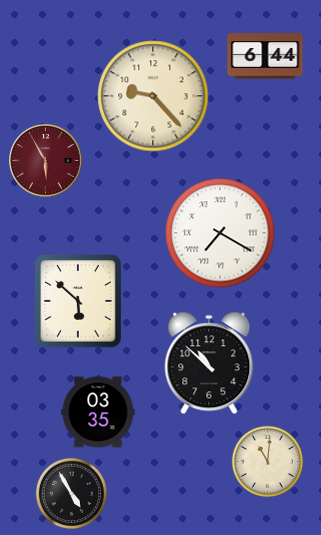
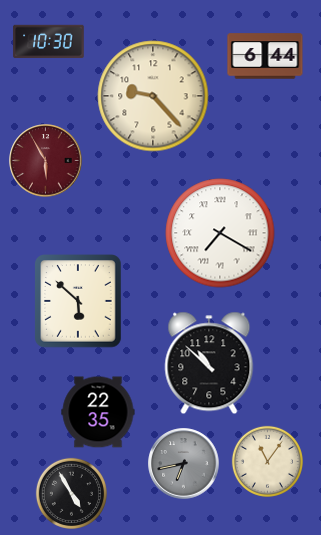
clock at (49, 42): none -> 10:30
clock at (98, 412): 03:35 -> 22:35
clock at (267, 461): 11:01 -> 11:06
clock at (184, 464): none -> 6:43
